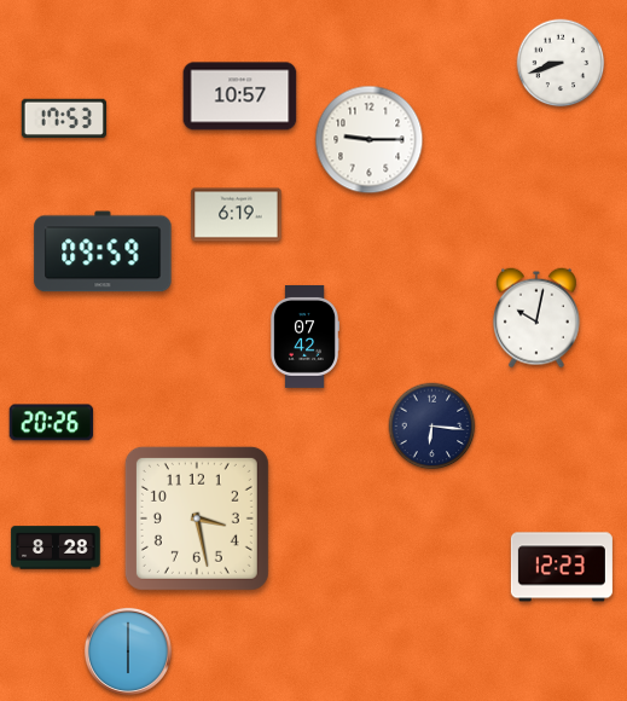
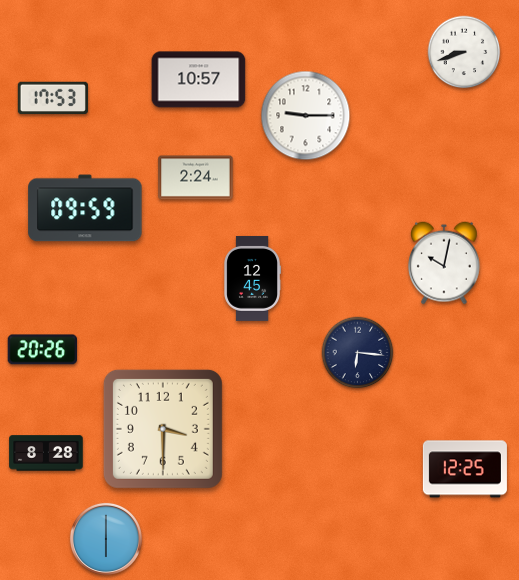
clock at (237, 215): 6:19 -> 2:24
clock at (304, 336): 07:42 -> 12:45
clock at (197, 518): 3:28 -> 3:30
clock at (562, 567): 12:23 -> 12:25
